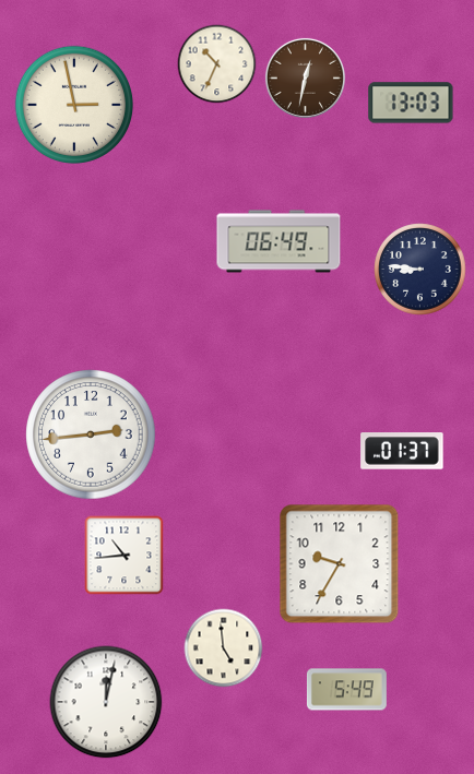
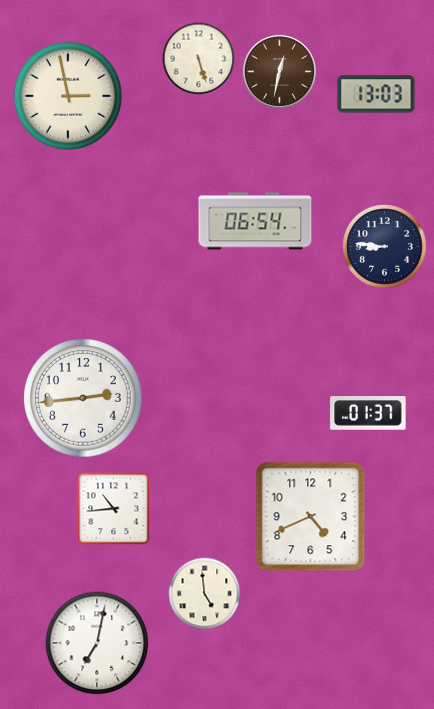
clock at (217, 64): 10:34 -> 5:27
clock at (279, 241): 06:49 -> 06:54
clock at (340, 564): 9:35 -> 4:41
clock at (346, 690): 5:49 -> none
clock at (106, 702): 12:02 -> 7:02
